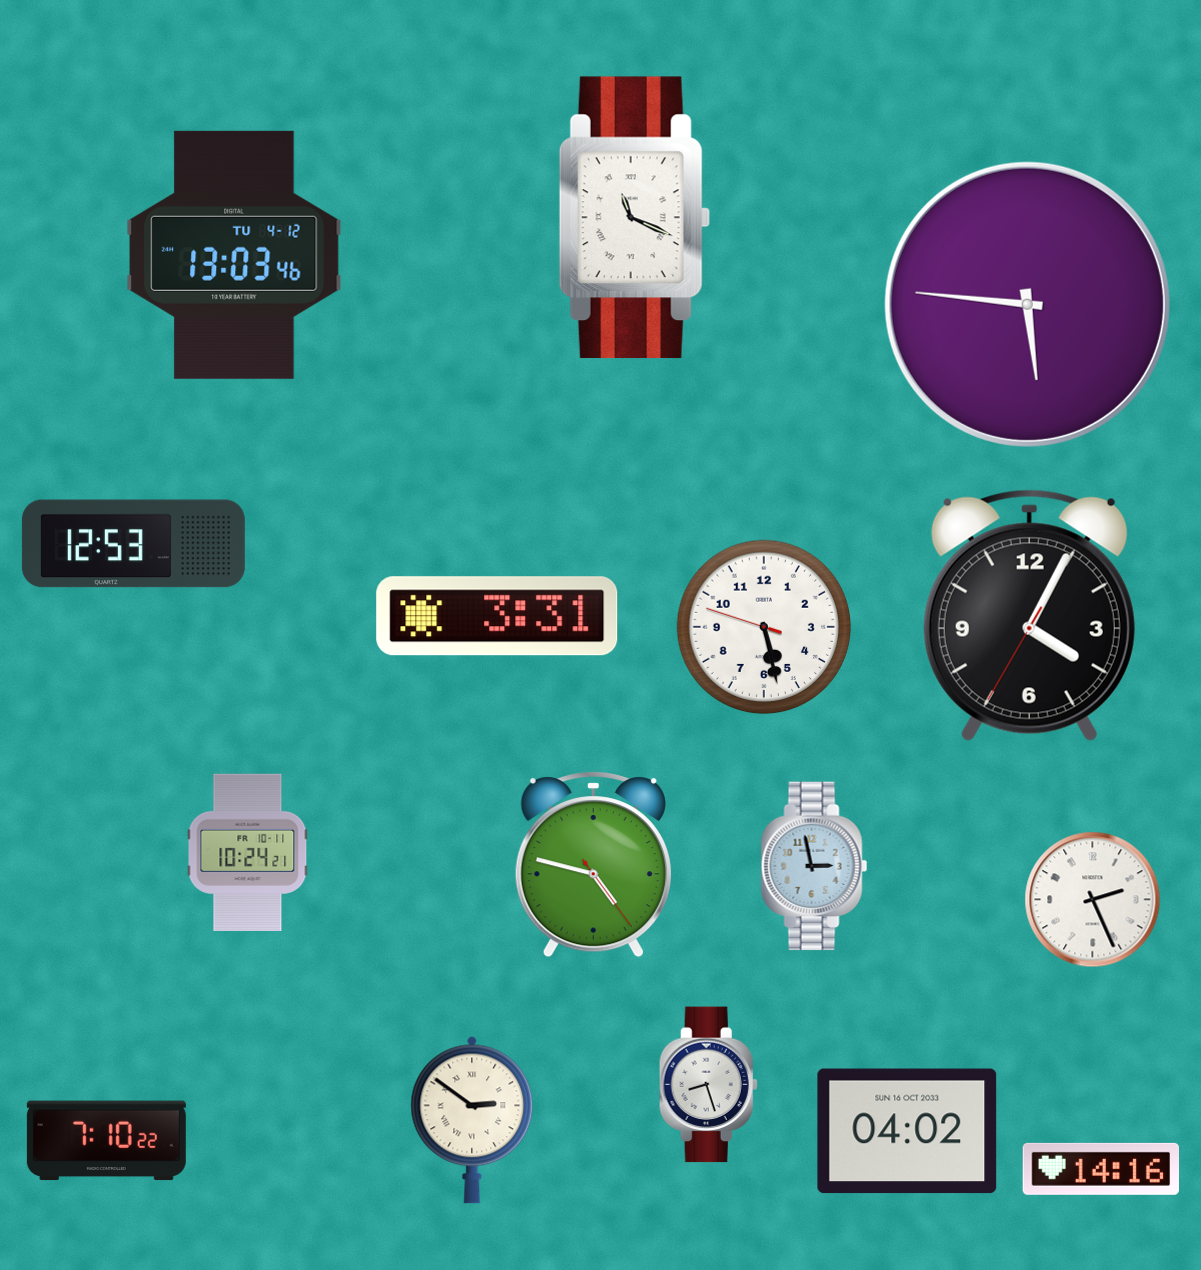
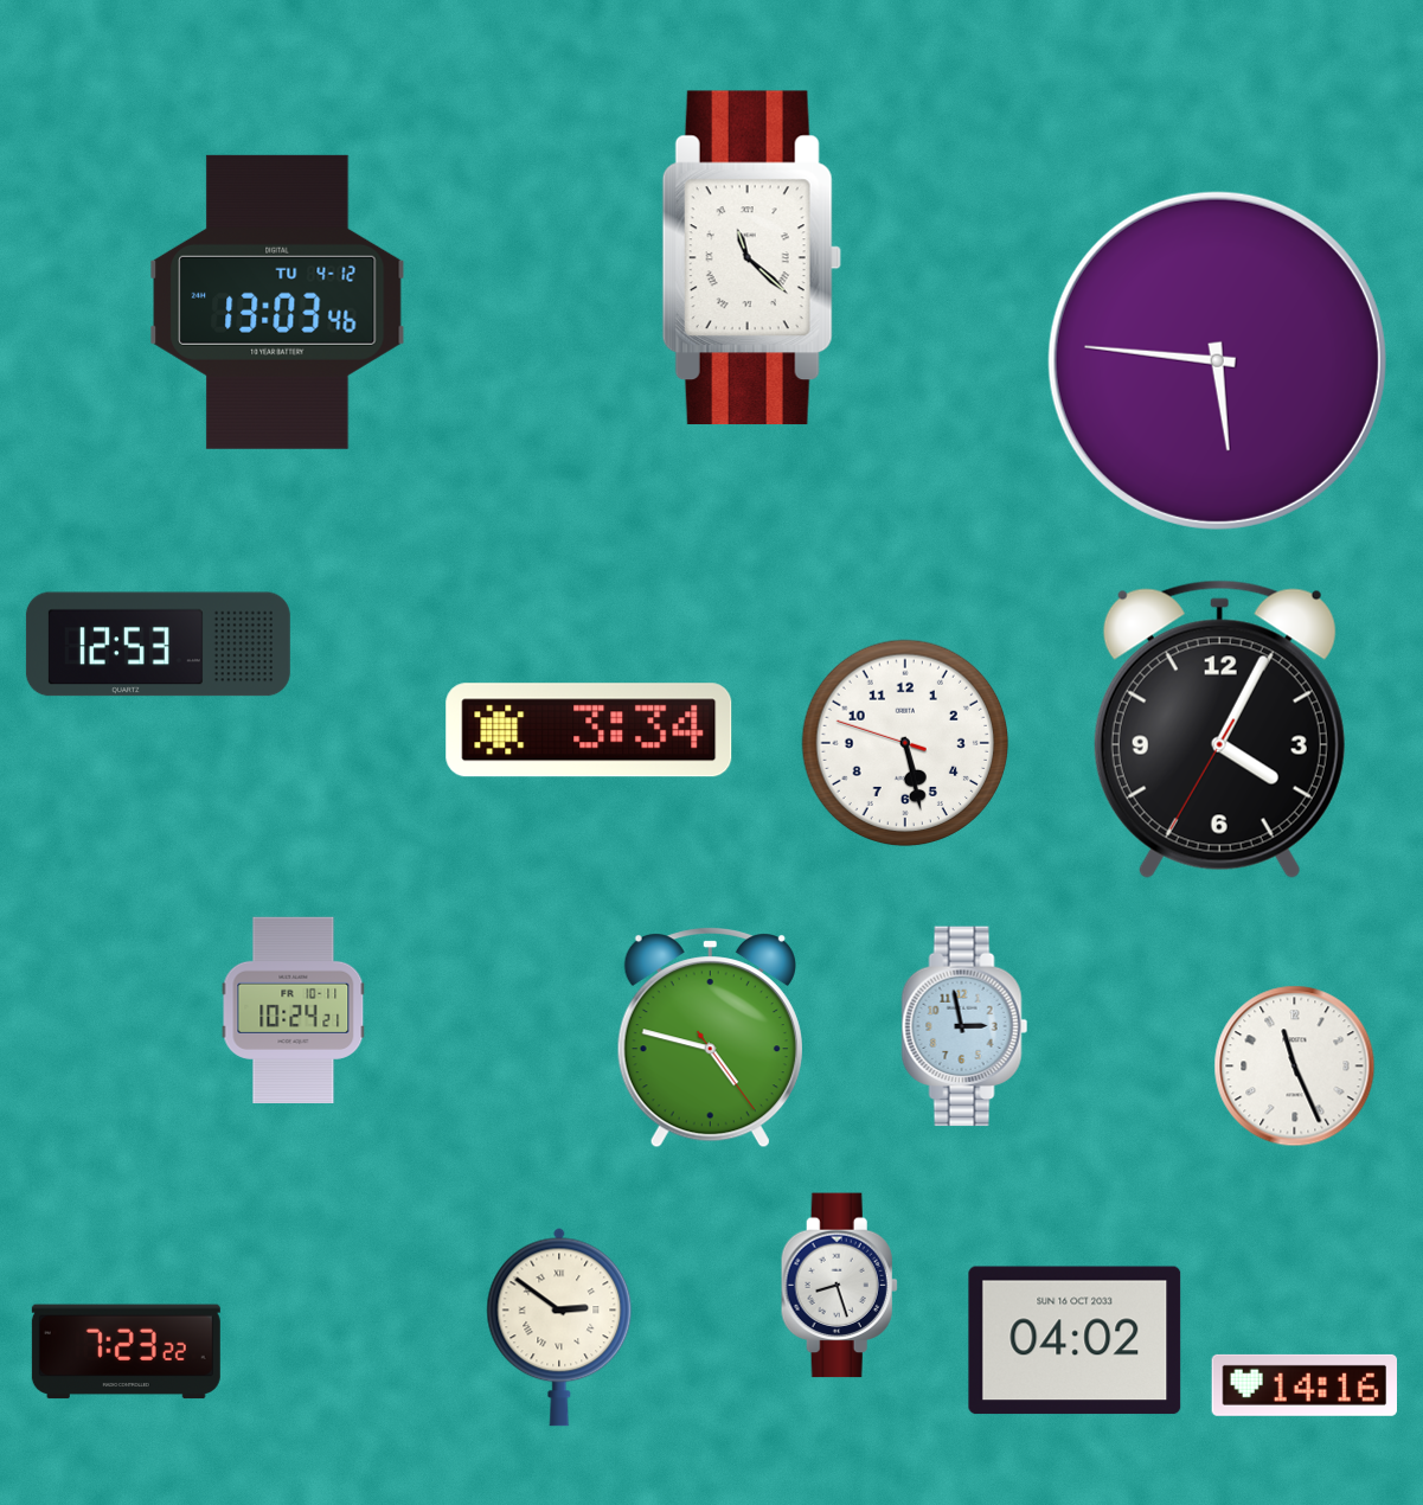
clock at (634, 218): 11:19 -> 11:22
clock at (497, 616): 3:31 -> 3:34
clock at (593, 865) position: (593, 865) -> (710, 1038)
clock at (1093, 900): 2:26 -> 11:26
clock at (106, 1141): 7:10 -> 7:23
